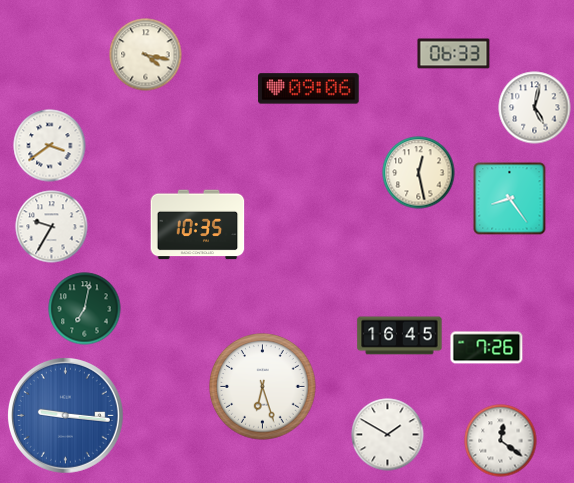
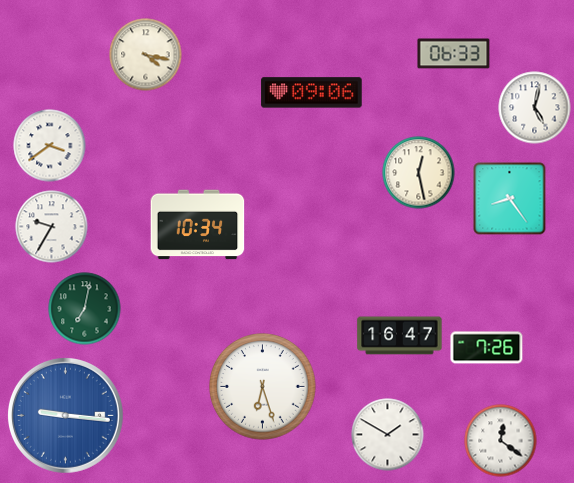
clock at (309, 89) position: (309, 89) -> (312, 93)
clock at (198, 225): 10:35 -> 10:34
clock at (400, 336): 16:45 -> 16:47
